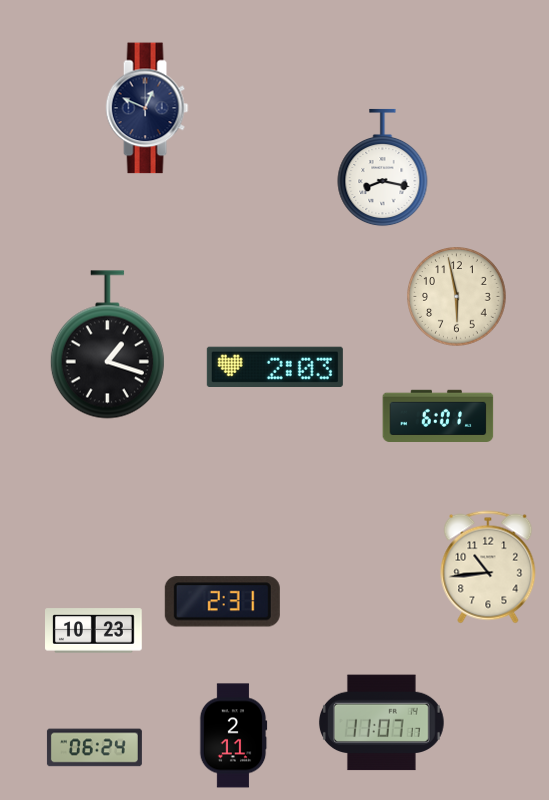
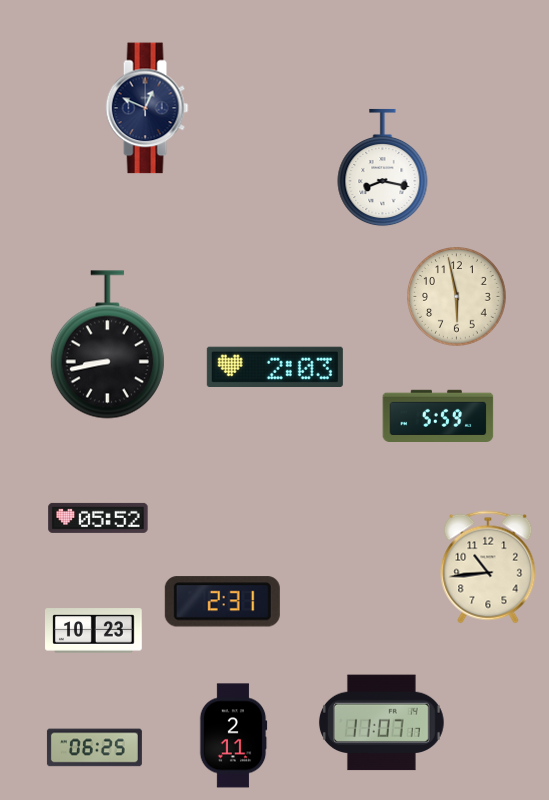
clock at (107, 345): 1:18 -> 8:43
clock at (438, 415): 6:01 -> 5:59
clock at (98, 518): none -> 05:52
clock at (94, 748): 06:24 -> 06:25
